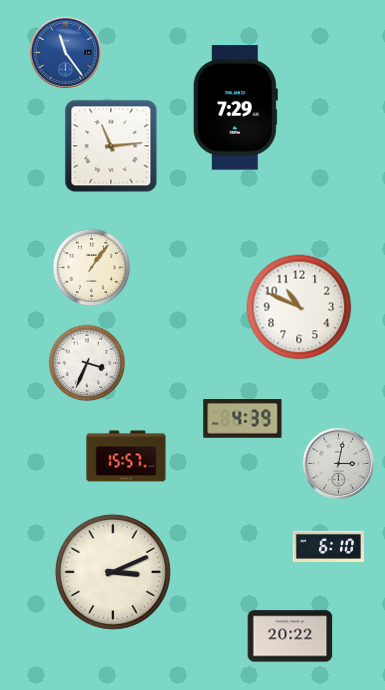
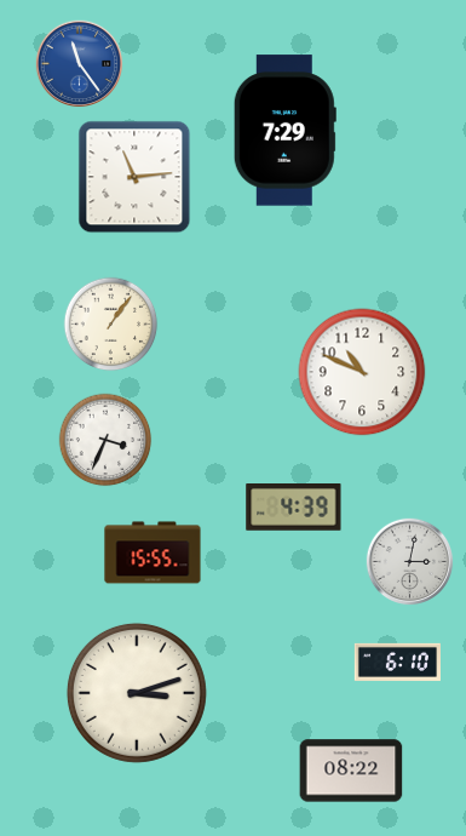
clock at (126, 456): 15:57 -> 15:55
clock at (113, 572): 3:11 -> 3:12
clock at (290, 636): 20:22 -> 08:22
